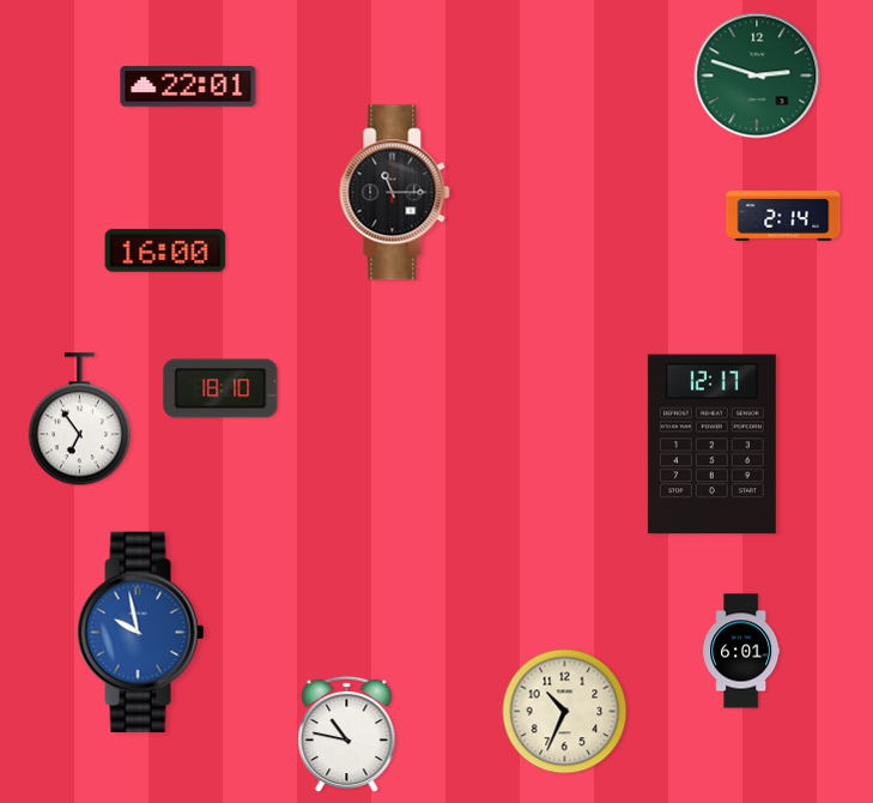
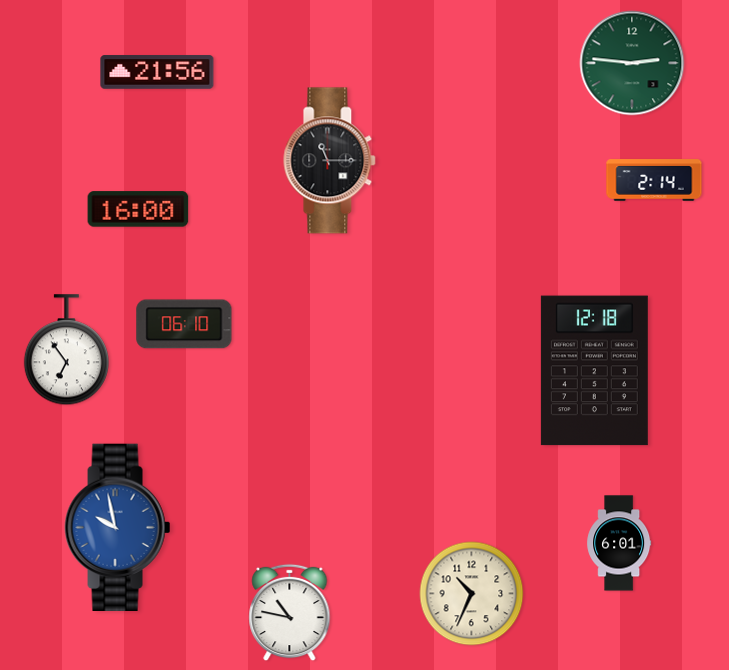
clock at (757, 76): 2:48 -> 2:46
clock at (188, 86): 22:01 -> 21:56
clock at (220, 388): 18:10 -> 06:10
clock at (711, 445): 12:17 -> 12:18
